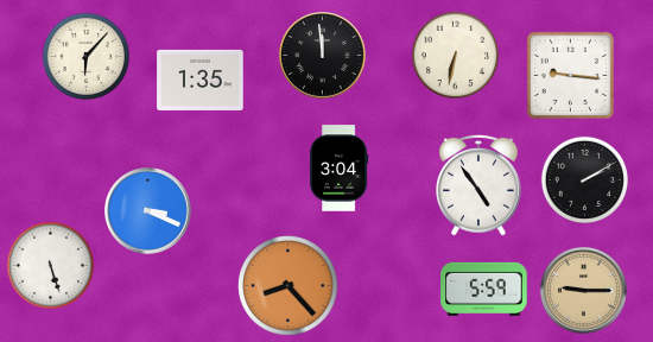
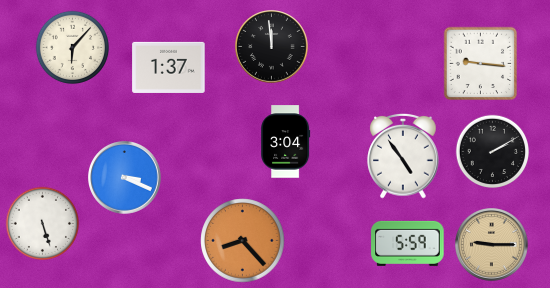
clock at (455, 55): 6:32 -> none
clock at (201, 80): 1:35 -> 1:37
